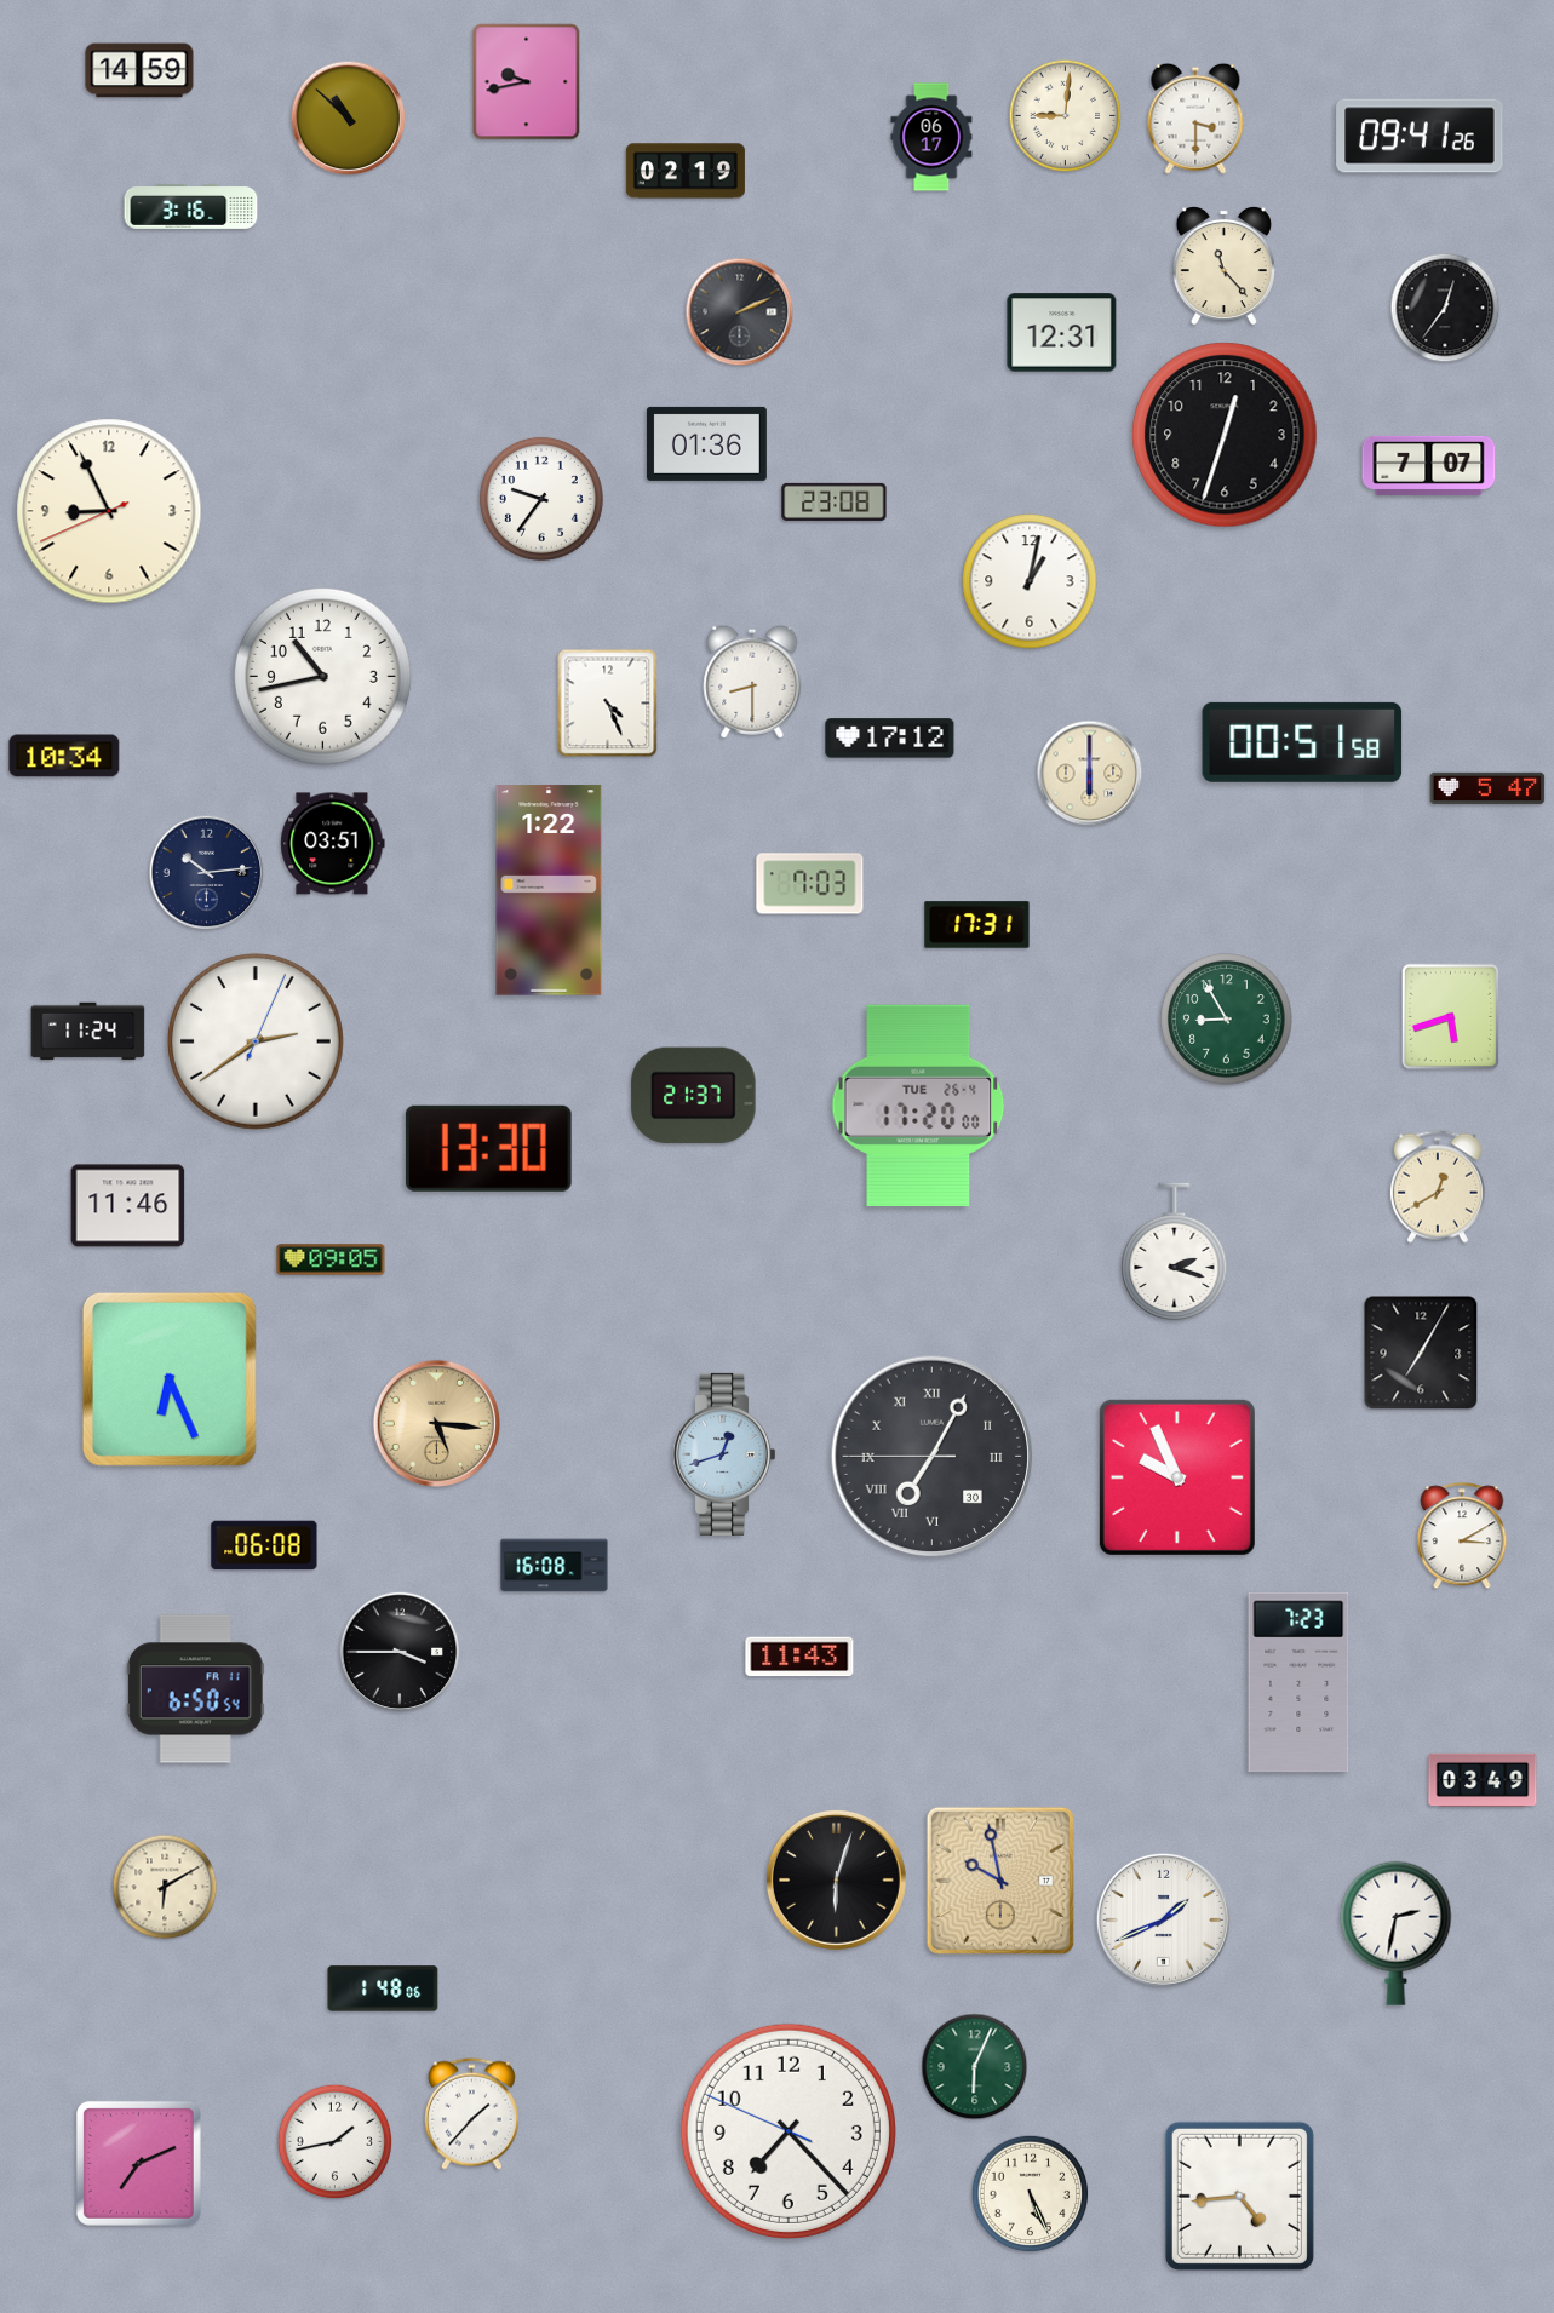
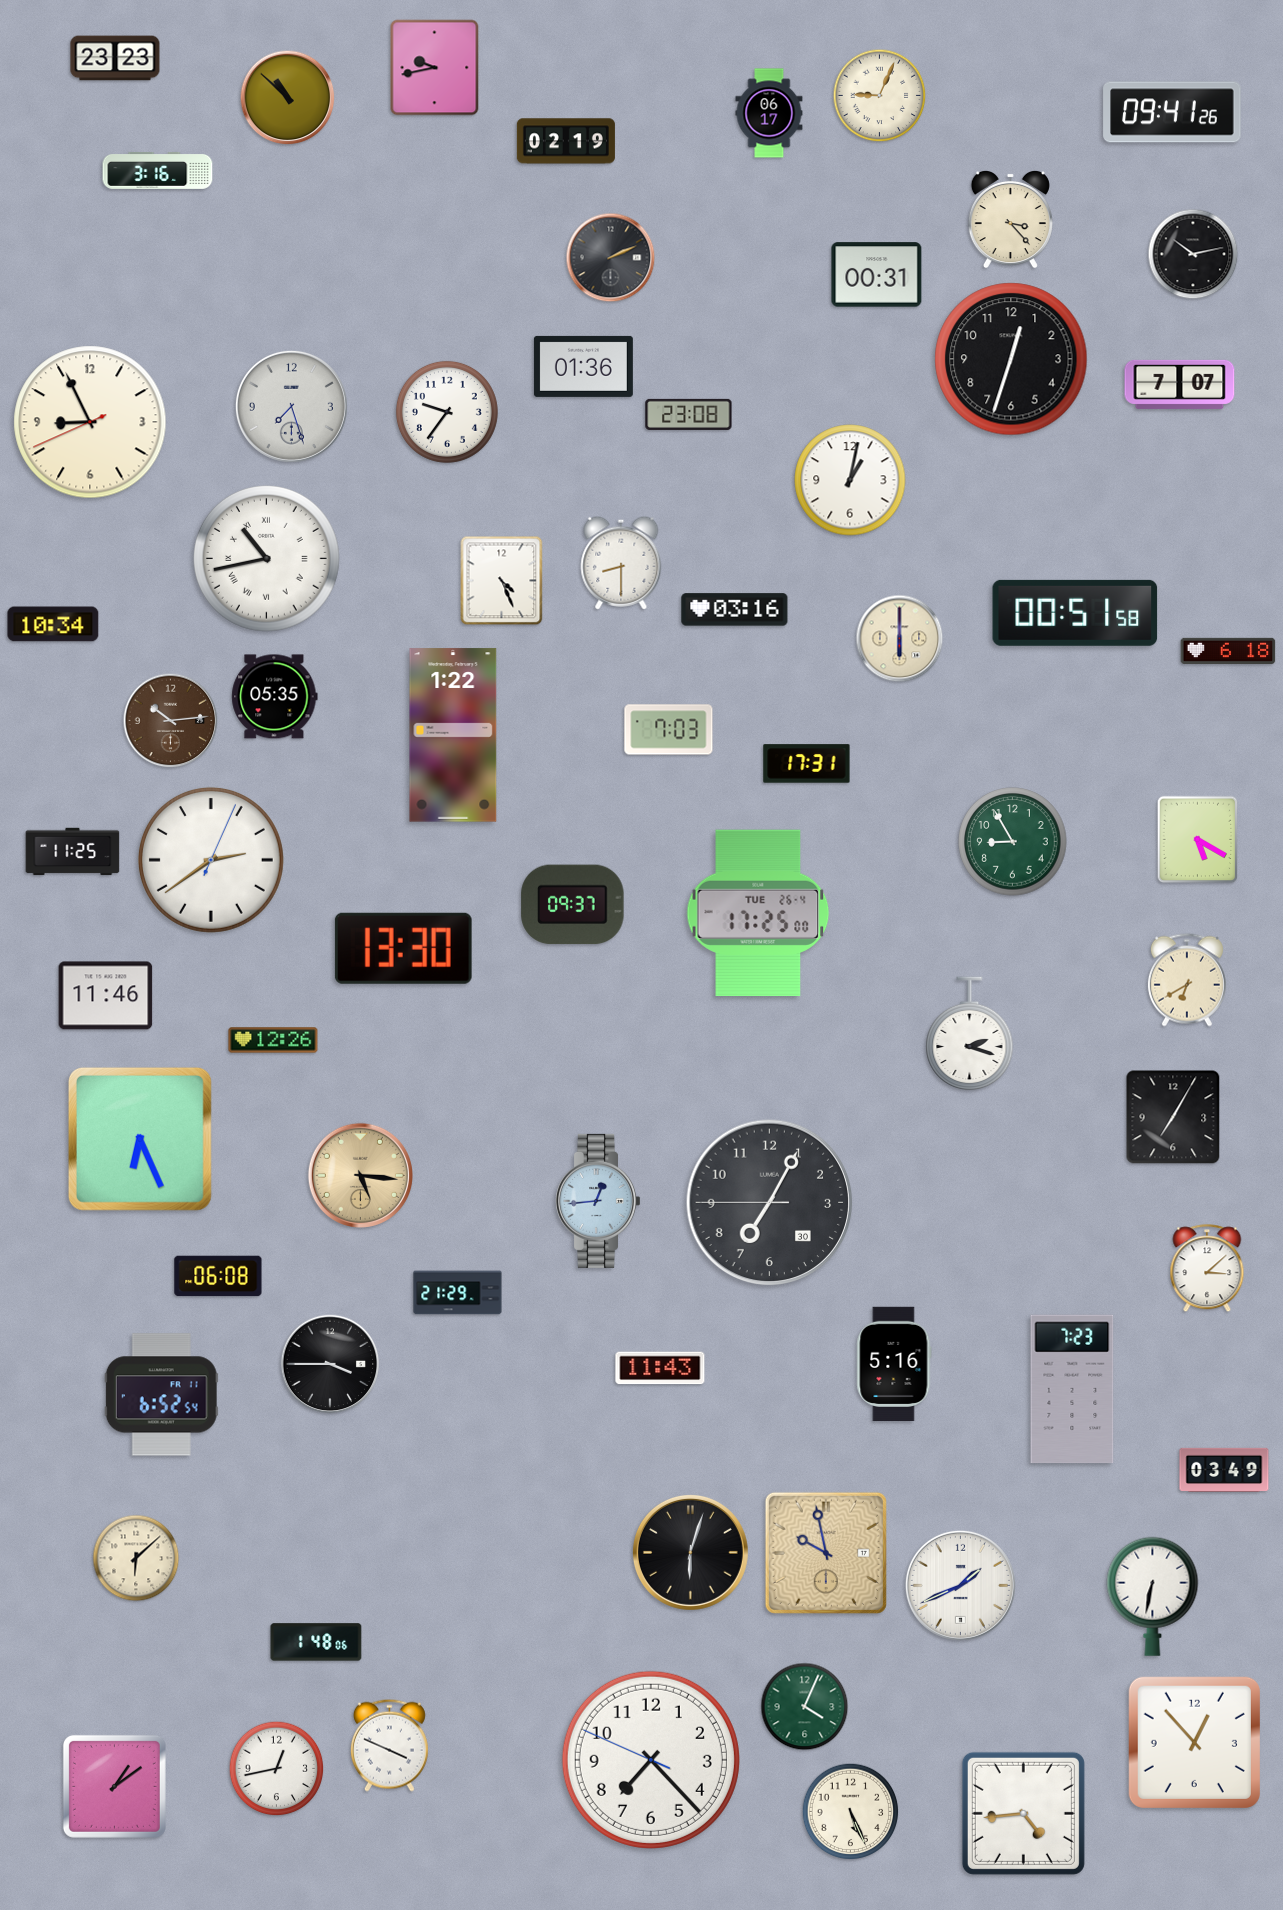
clock at (139, 70): 14:59 -> 23:23
clock at (1066, 116): 9:01 -> 9:04
clock at (1195, 119): 3:30 -> none
clock at (1223, 265): 11:23 -> 3:23
clock at (1445, 308): 12:36 -> 10:13
clock at (1062, 333): 12:31 -> 00:31
clock at (291, 406): none -> 7:27
clock at (322, 676) numerals: Arabic -> Roman
clock at (890, 739): 17:12 -> 03:16
clock at (1487, 788): 5:47 -> 6:18
clock at (333, 844): 03:51 -> 05:35
clock at (207, 873) dial: navy -> brown
clock at (1451, 1017): 5:42 -> 5:20
clock at (88, 1032): 11:24 -> 11:25
clock at (694, 1096): 21:37 -> 09:37
clock at (918, 1106): 17:20 -> 17:25
clock at (1438, 1187): 12:40 -> 6:40
clock at (331, 1259): 09:05 -> 12:26
clock at (724, 1454): 12:42 -> 12:44
clock at (933, 1457) numerals: Roman -> Arabic
clock at (1177, 1477): 9:56 -> none
clock at (1462, 1537): 3:10 -> 3:08
clock at (555, 1566): 16:08 -> 21:29
clock at (894, 1363): none -> 5:16
clock at (195, 1689): 6:50 -> 6:52
clock at (165, 1887): 6:10 -> 6:08
clock at (1397, 1933): 2:32 -> 6:32
clock at (975, 2067): 6:04 -> 4:04
clock at (1194, 1742): none -> 12:53
clock at (471, 2113): 1:37 -> 3:49
clock at (336, 2142): 1:43 -> 12:43
clock at (138, 2163): 7:11 -> 1:09
